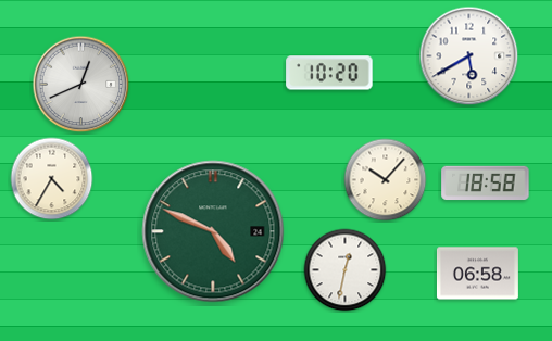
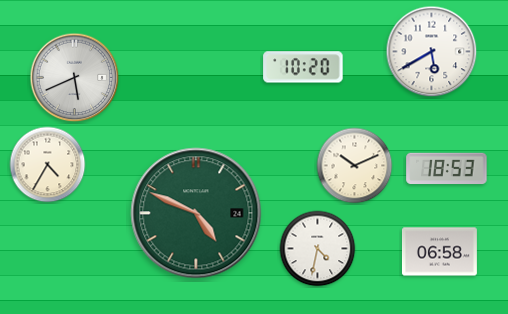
clock at (81, 85): 12:41 -> 5:41
clock at (386, 180): 10:07 -> 10:11
clock at (486, 184): 18:58 -> 18:53
clock at (346, 270): 12:32 -> 4:32
